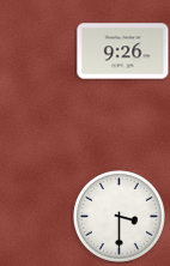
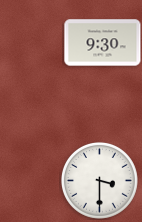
clock at (123, 52): 9:26 -> 9:30
